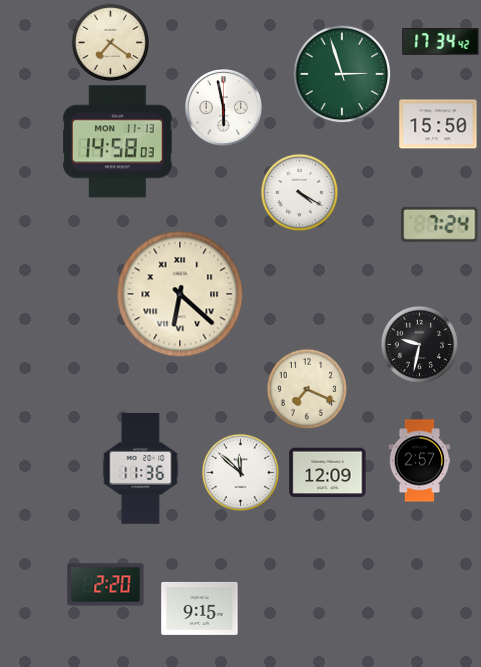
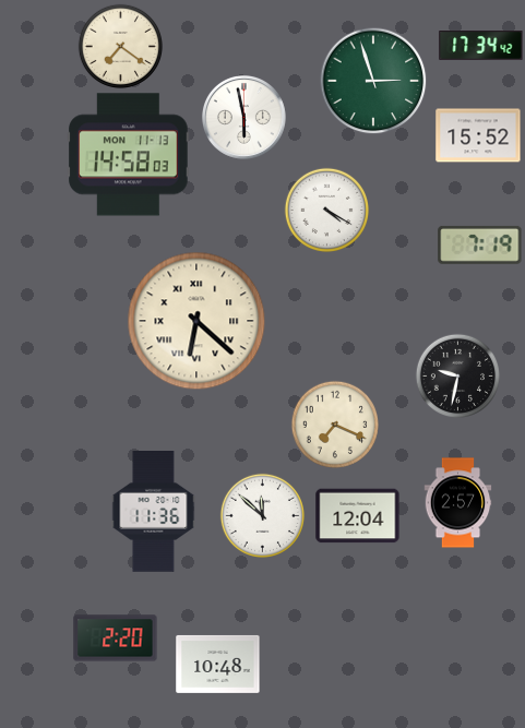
clock at (438, 124): 15:50 -> 15:52
clock at (440, 224): 7:24 -> 7:19
clock at (328, 473): 12:09 -> 12:04
clock at (200, 608): 9:15 -> 10:48
